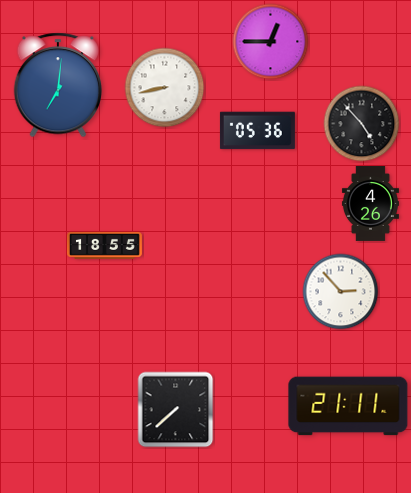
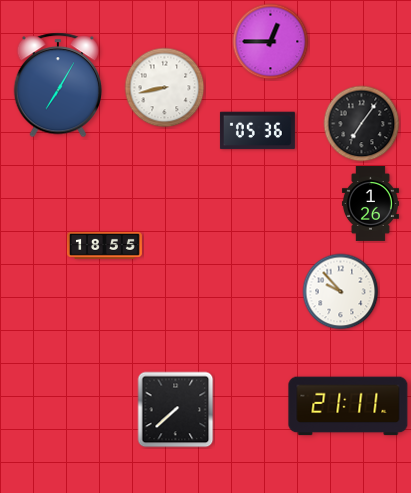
clock at (58, 85): 7:01 -> 7:05
clock at (362, 124): 4:53 -> 7:06
clock at (370, 203): 4:26 -> 1:26
clock at (341, 292): 2:53 -> 9:53
